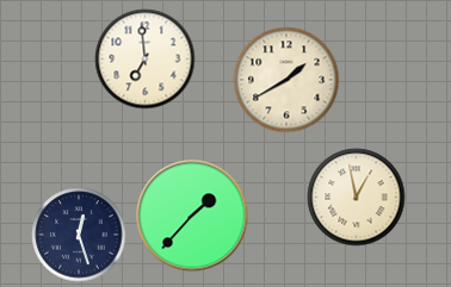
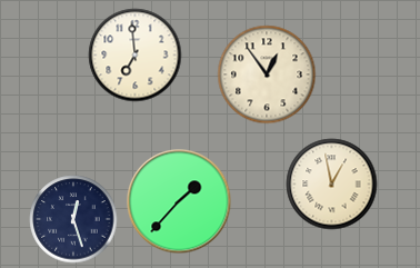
clock at (286, 80): 1:40 -> 12:54
